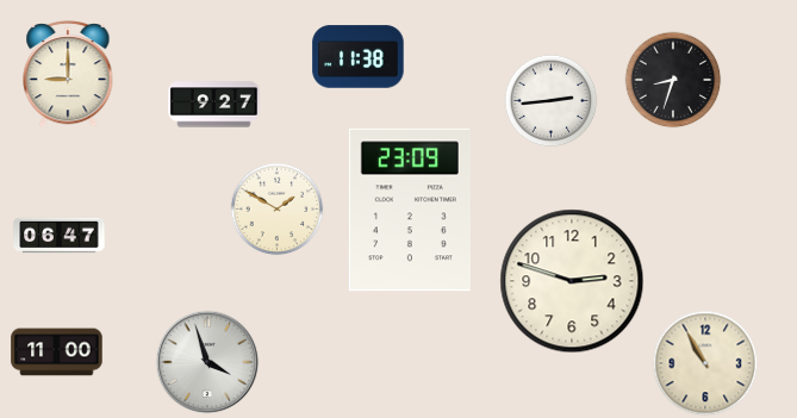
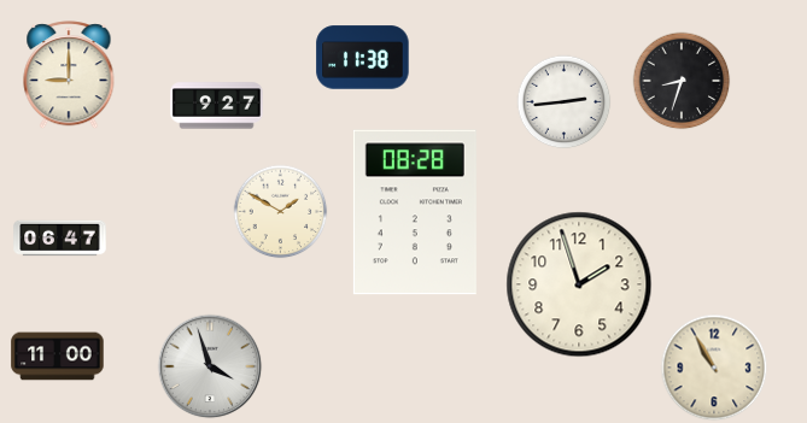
clock at (550, 100) position: (550, 100) -> (563, 101)
clock at (410, 210): 23:09 -> 08:28
clock at (572, 281): 2:48 -> 1:57
